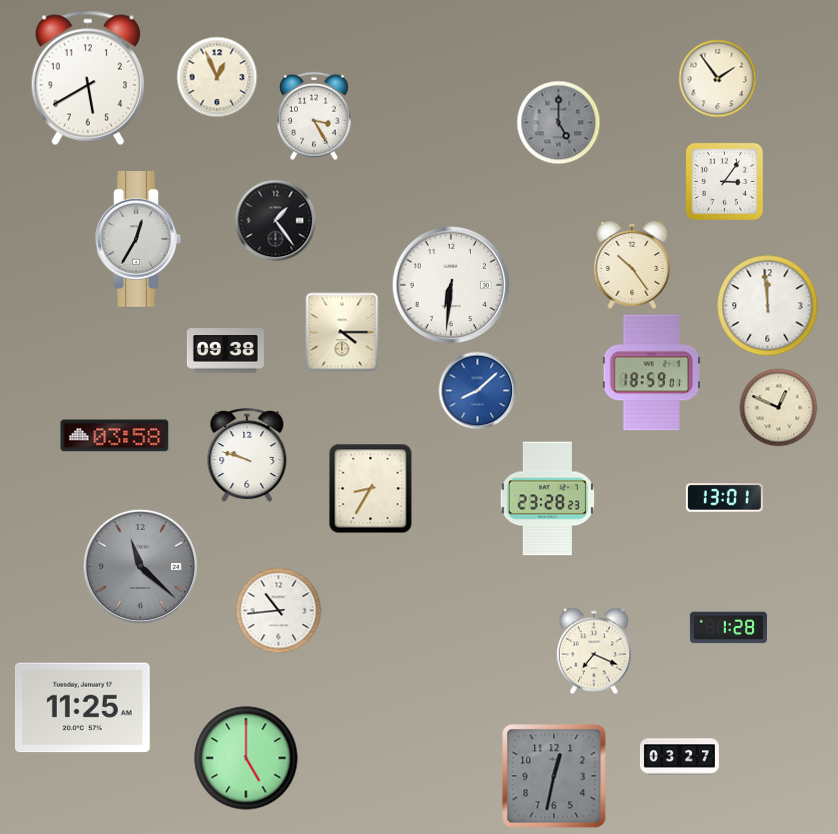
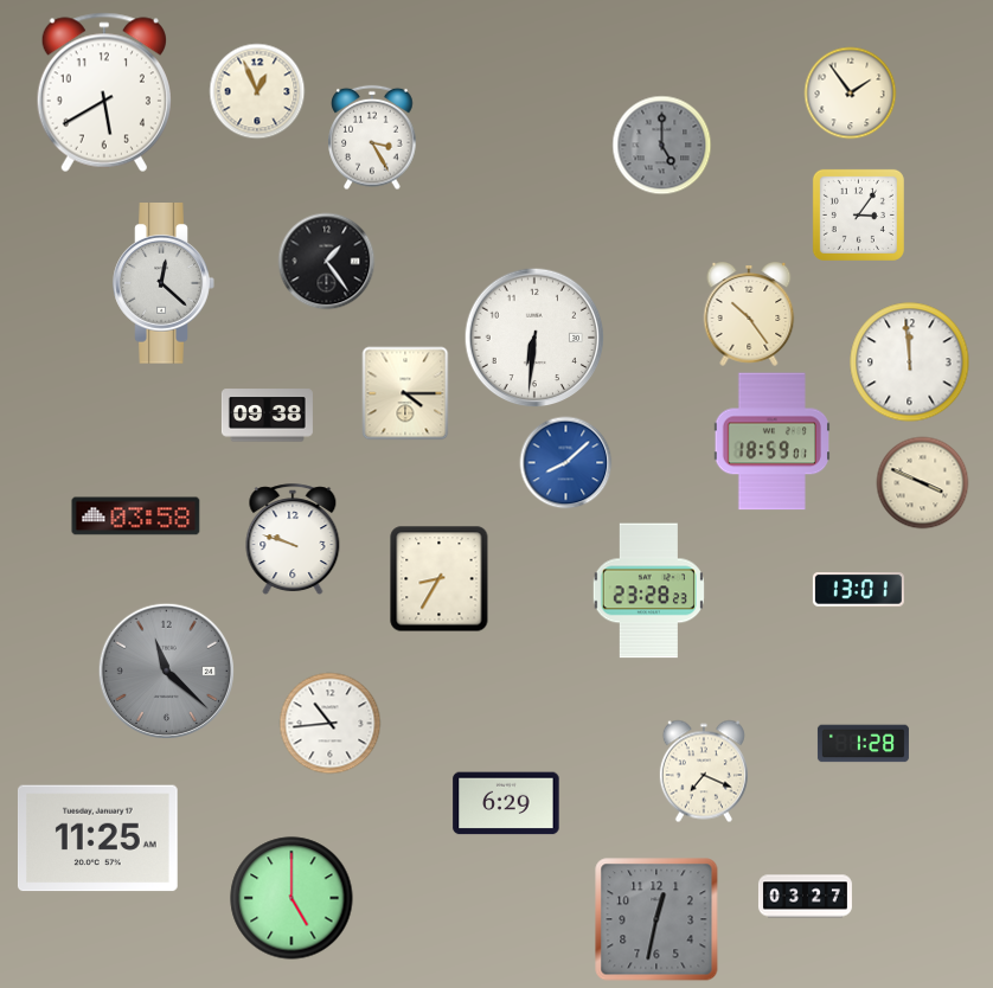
clock at (138, 240): 12:35 -> 12:22
clock at (778, 407): 12:49 -> 3:49
clock at (506, 803): none -> 6:29
